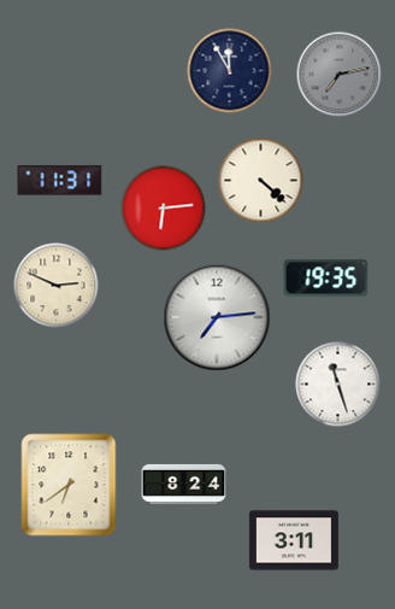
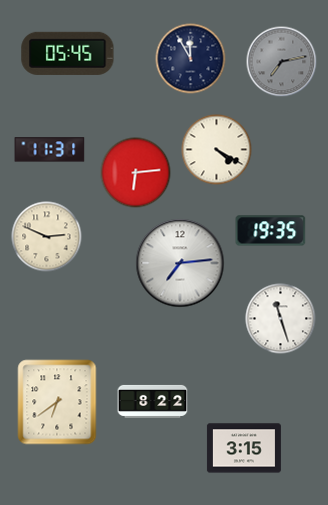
clock at (68, 53): none -> 05:45
clock at (261, 181): 4:22 -> 4:20
clock at (184, 484): 8:24 -> 8:22
clock at (294, 540): 3:11 -> 3:15
